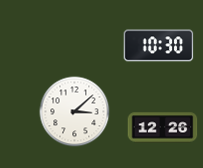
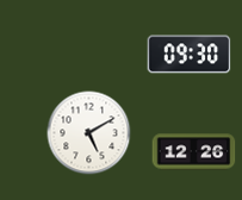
clock at (159, 46): 10:30 -> 09:30
clock at (75, 112): 3:08 -> 5:10
